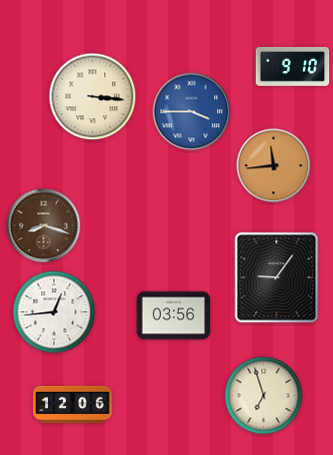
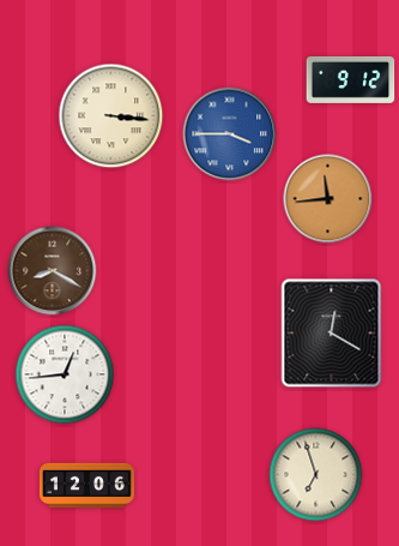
clock at (293, 66): 9:10 -> 9:12
clock at (44, 226): 8:18 -> 8:20
clock at (277, 278): 9:06 -> 12:20
clock at (174, 316): 03:56 -> none
